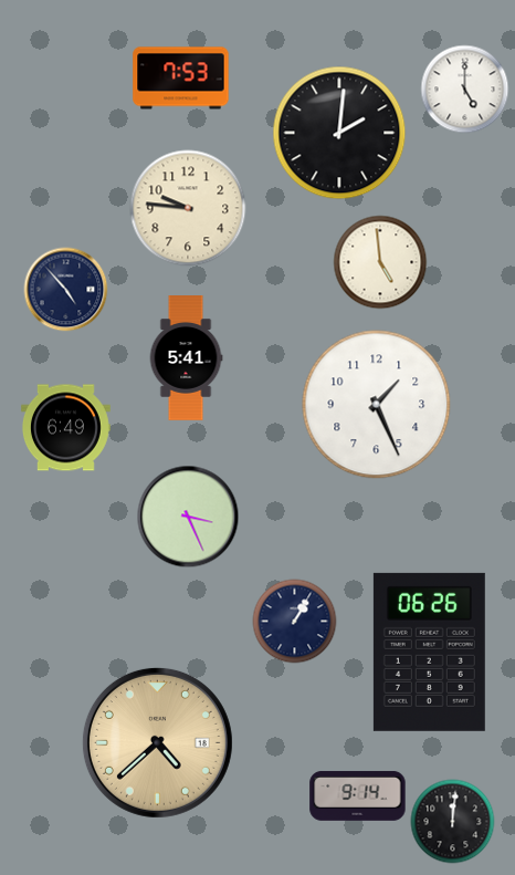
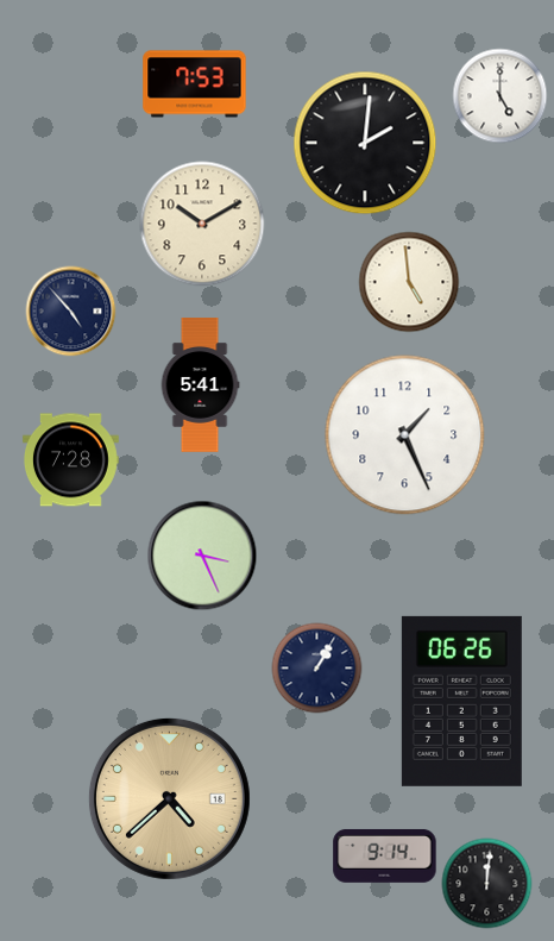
clock at (188, 208): 9:46 -> 10:10
clock at (65, 428): 6:49 -> 7:28
